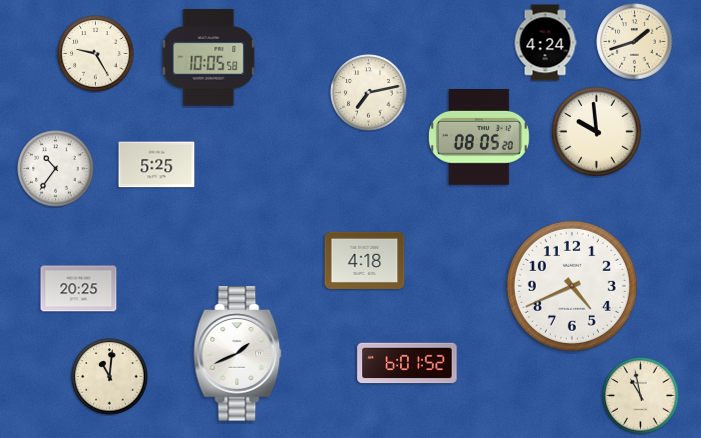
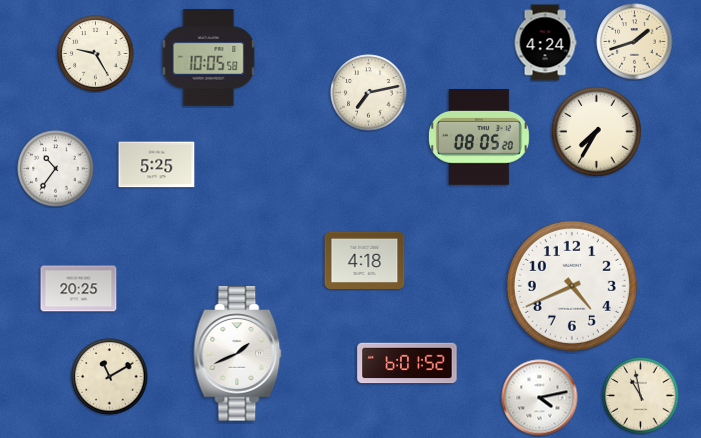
clock at (597, 132): 9:59 -> 7:35
clock at (110, 377): 11:01 -> 11:10
clock at (540, 398): none -> 4:13
